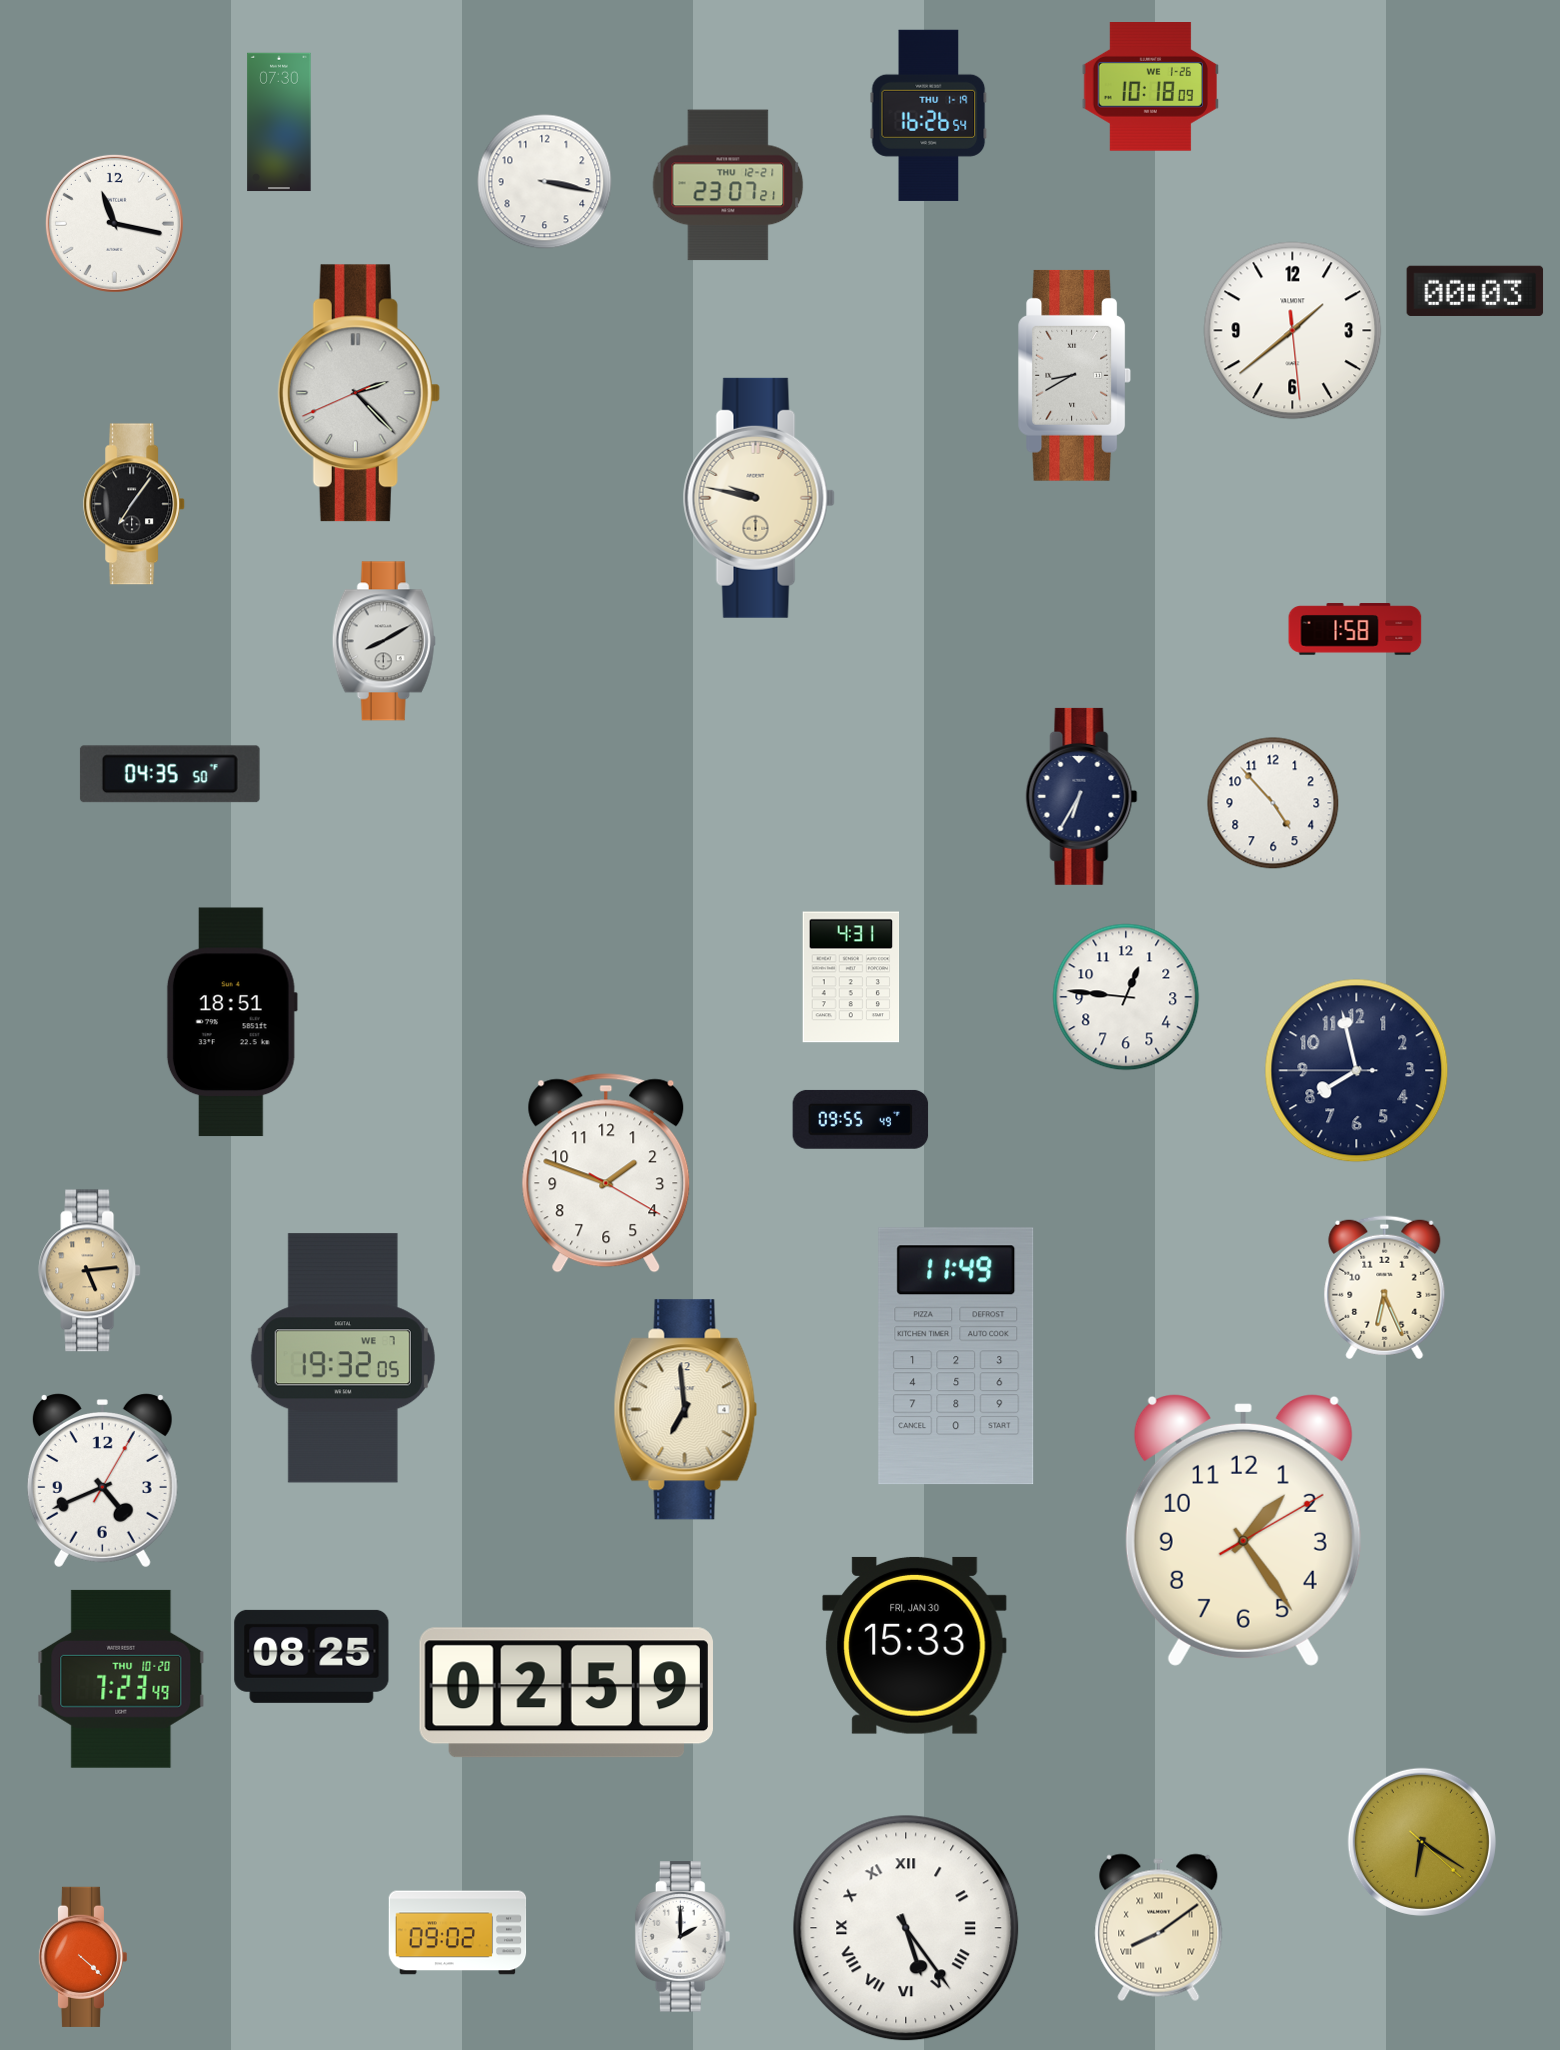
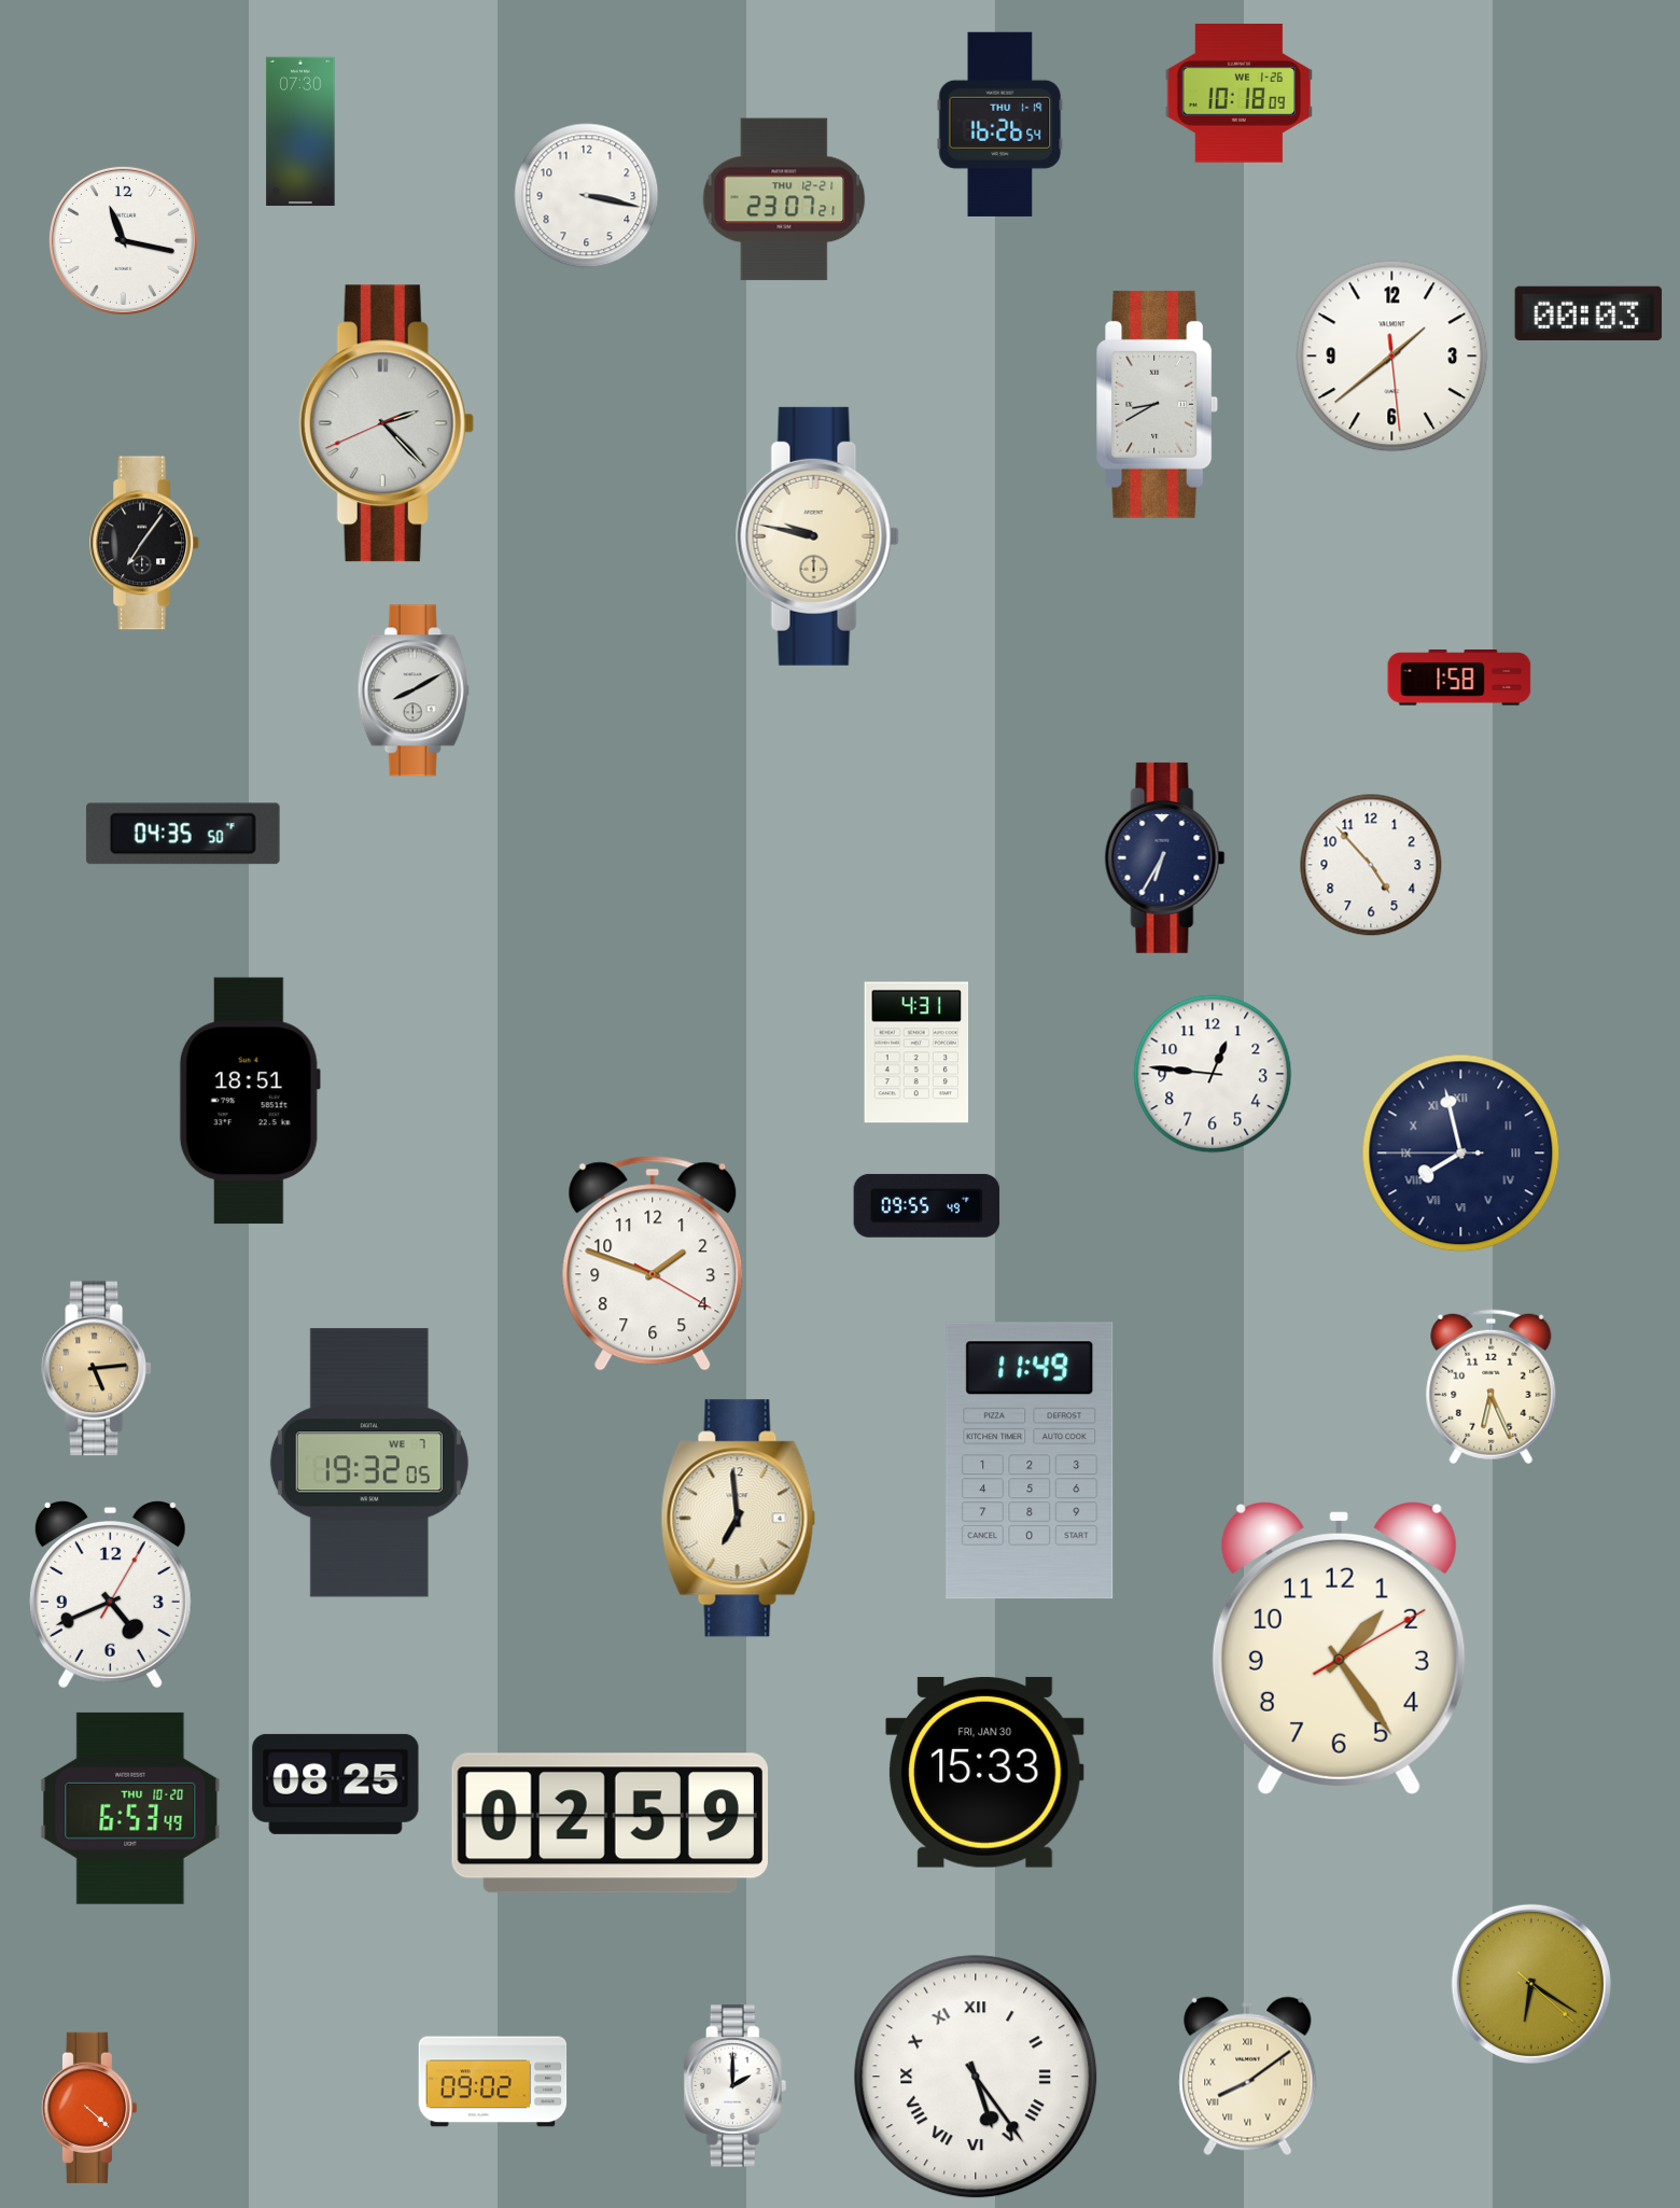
clock at (1357, 1071) numerals: Arabic -> Roman
clock at (121, 1679): 7:23 -> 6:53
